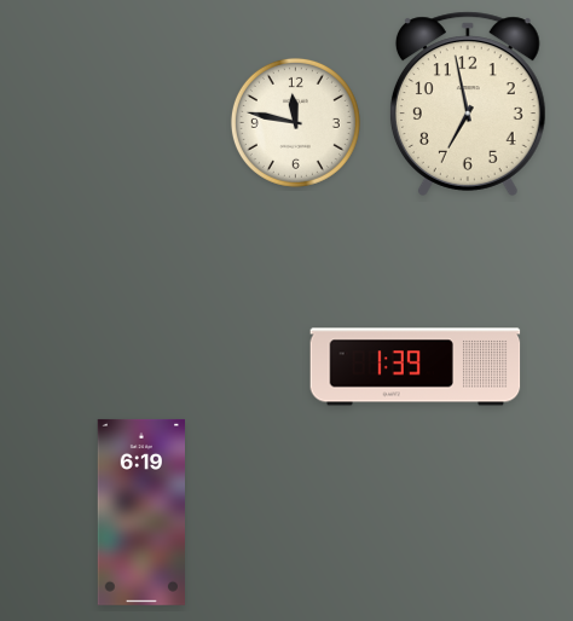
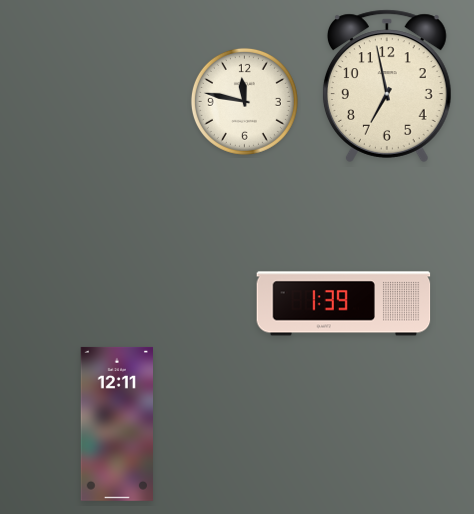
clock at (140, 512): 6:19 -> 12:11
